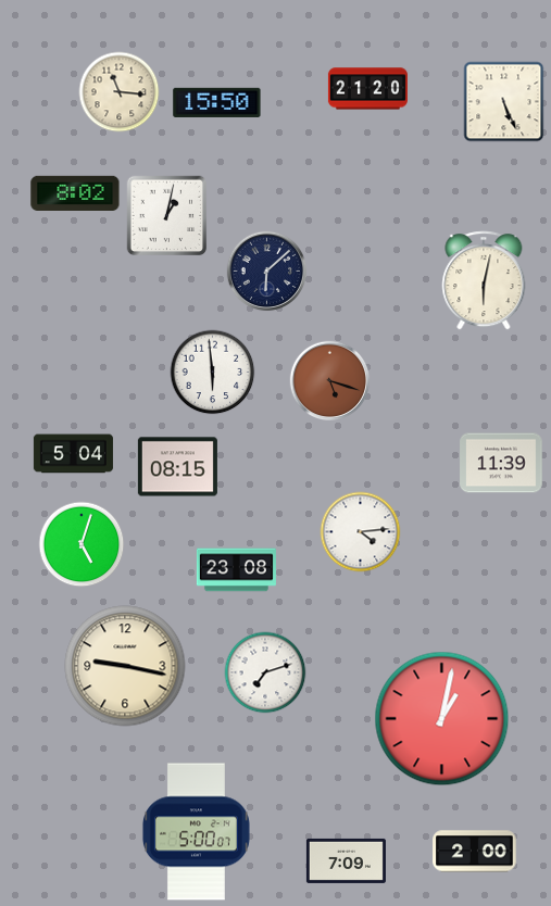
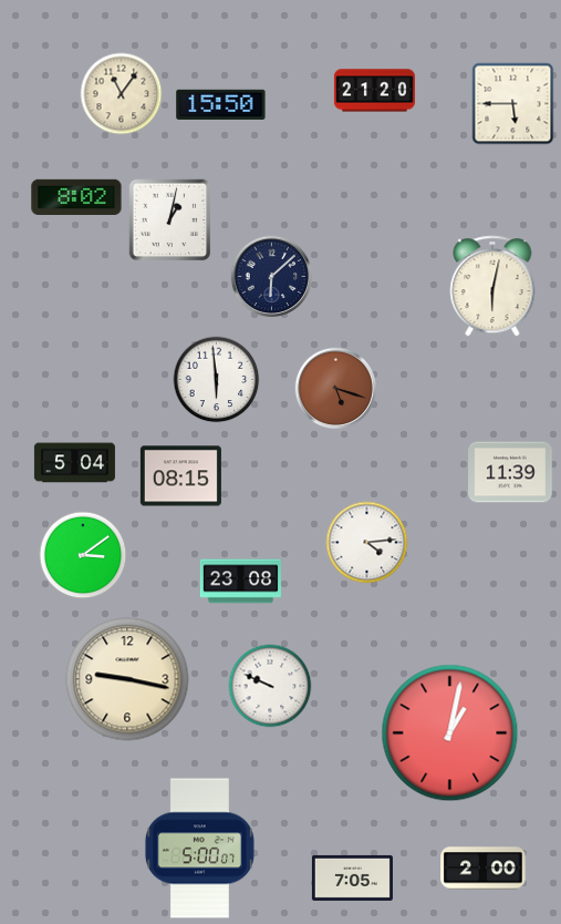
clock at (120, 92): 11:16 -> 11:06
clock at (504, 102): 5:26 -> 5:45
clock at (82, 544): 5:03 -> 3:09
clock at (265, 672): 7:12 -> 9:49
clock at (346, 860): 7:09 -> 7:05
